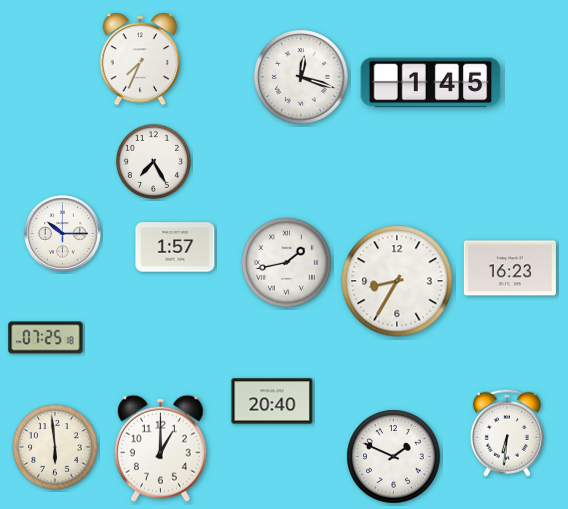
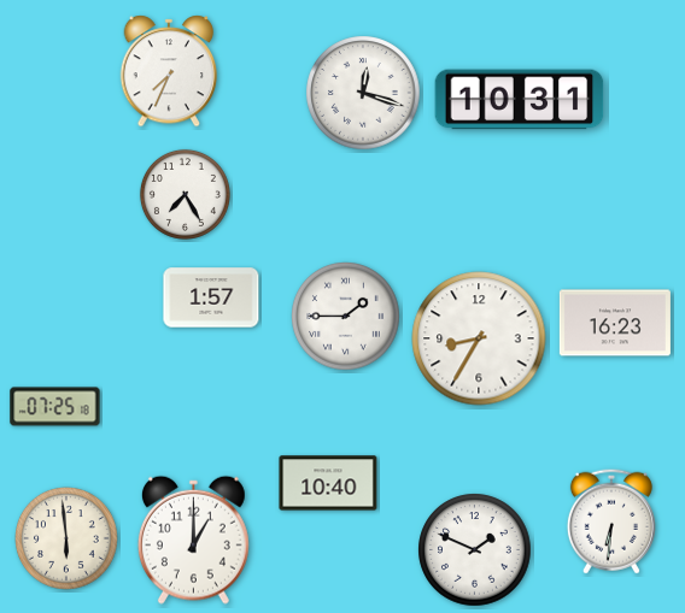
clock at (431, 83): 1:45 -> 10:31
clock at (63, 234): 10:15 -> none
clock at (287, 263): 1:43 -> 1:45
clock at (272, 401): 20:40 -> 10:40
